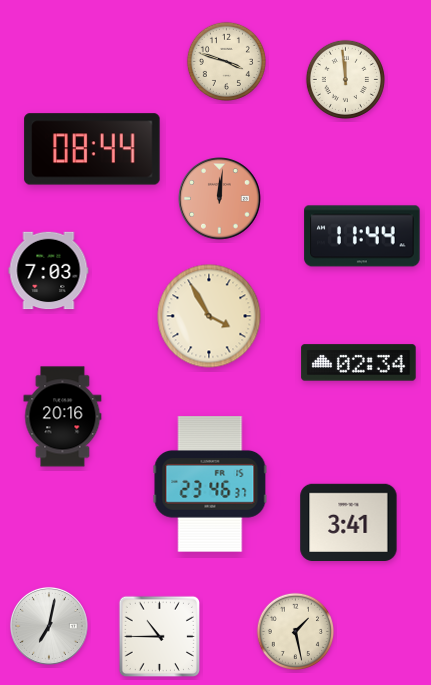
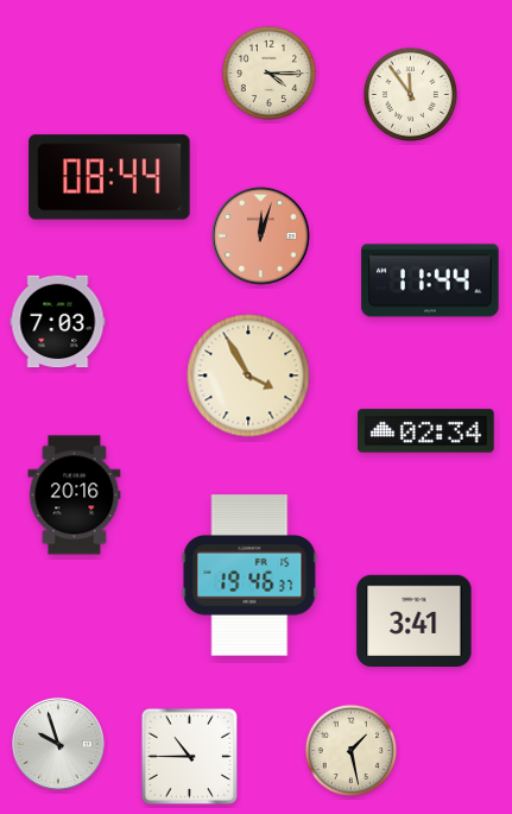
clock at (226, 61): 3:48 -> 4:15
clock at (345, 79): 11:59 -> 11:54
clock at (220, 199): 12:01 -> 12:03
clock at (210, 484): 23:46 -> 19:46
clock at (49, 626): 7:02 -> 9:57
